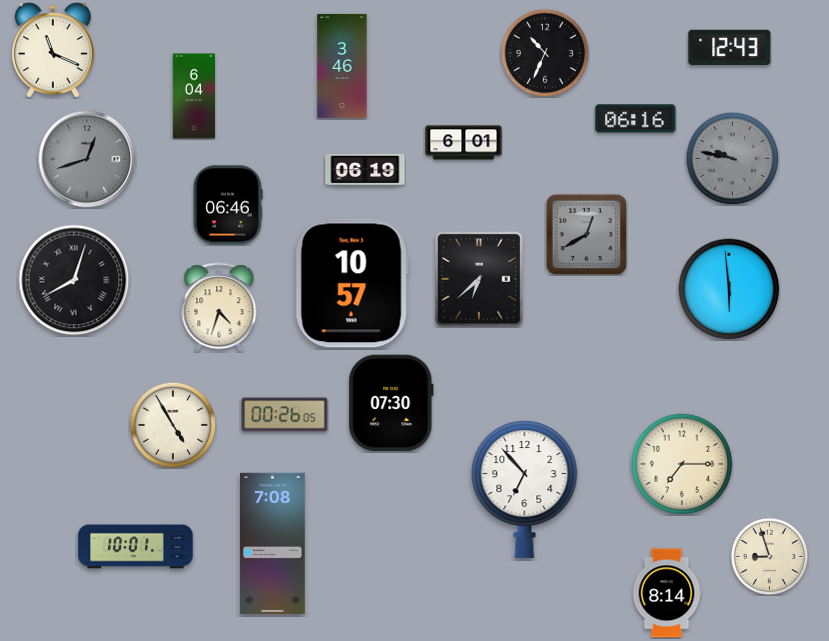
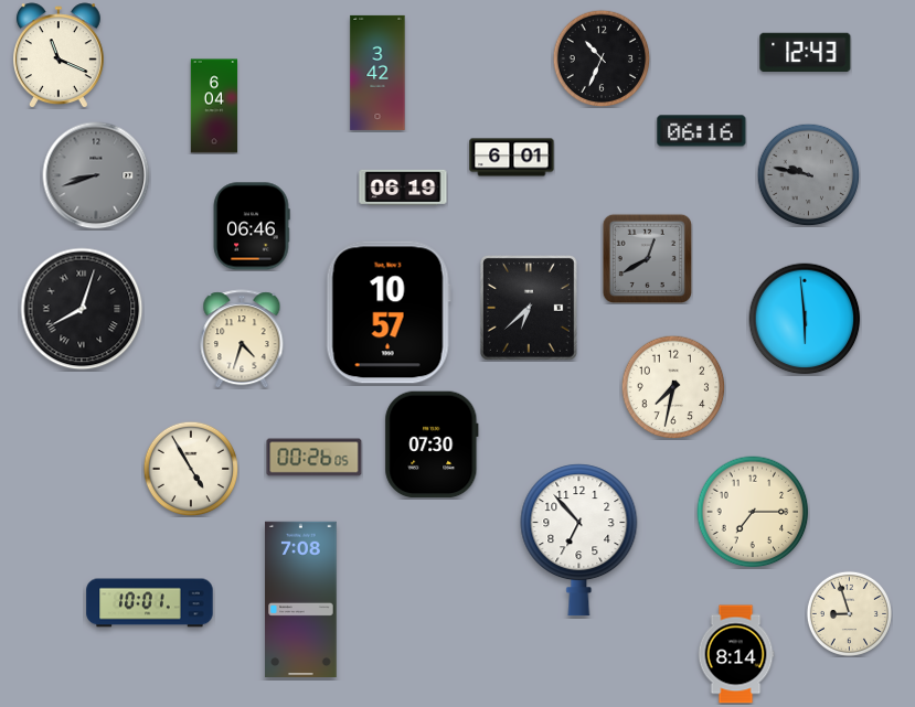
clock at (342, 66): 3:46 -> 3:42
clock at (87, 159): 12:42 -> 8:42
clock at (673, 387): none -> 7:32
